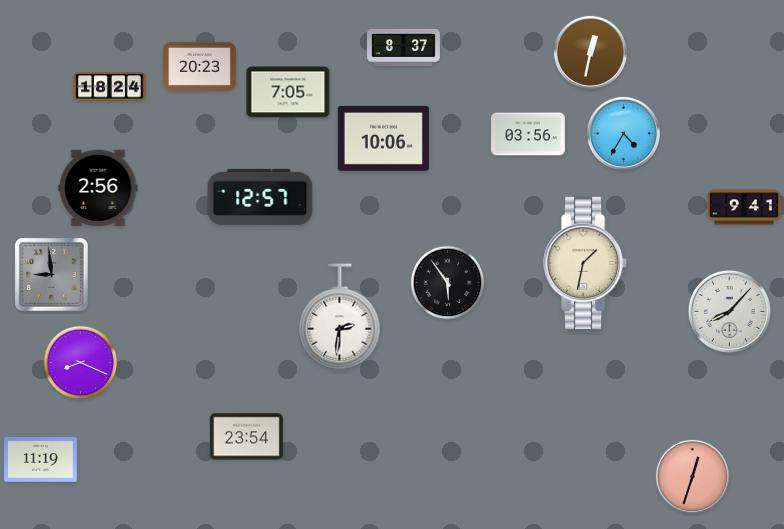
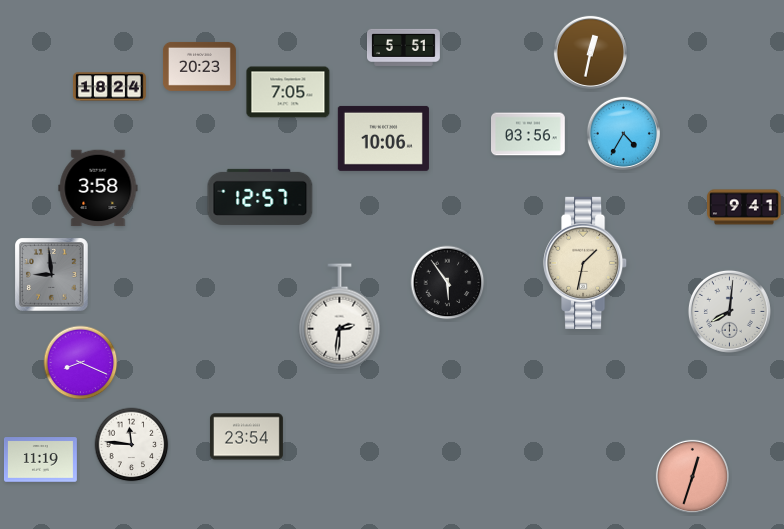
clock at (404, 47): 8:37 -> 5:51
clock at (98, 188): 2:56 -> 3:58
clock at (729, 311): 8:07 -> 8:01
clock at (132, 445): none -> 11:46
